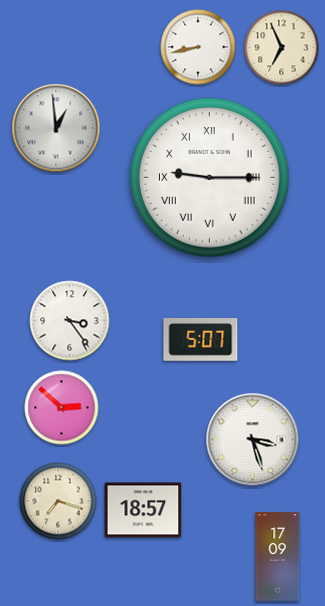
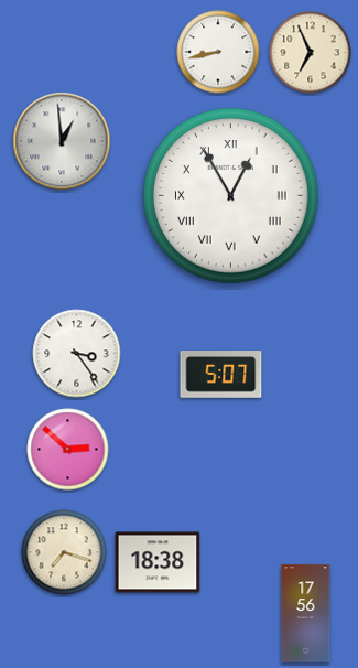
clock at (210, 178): 9:15 -> 12:55
clock at (253, 440): 3:27 -> none
clock at (143, 510): 18:57 -> 18:38
clock at (278, 557): 17:09 -> 17:56
